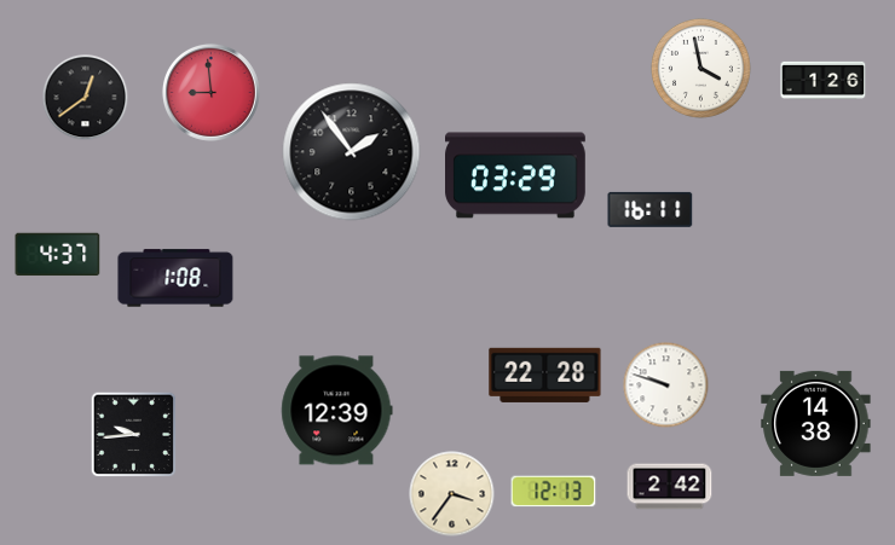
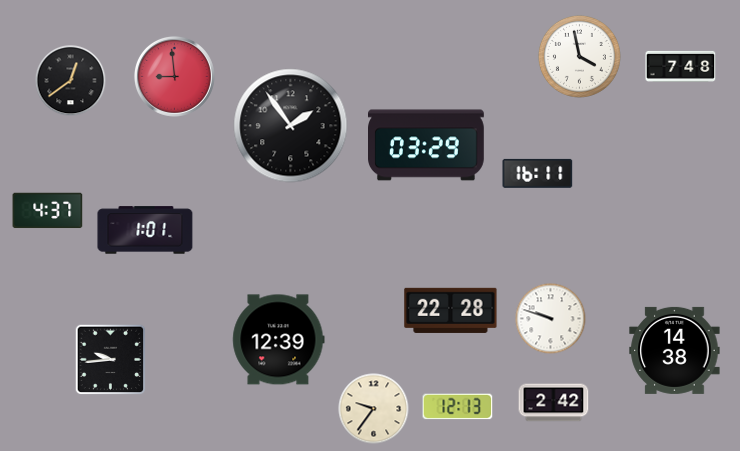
clock at (824, 80): 1:26 -> 7:48
clock at (175, 278): 1:08 -> 1:01
clock at (452, 494): 3:36 -> 9:36
